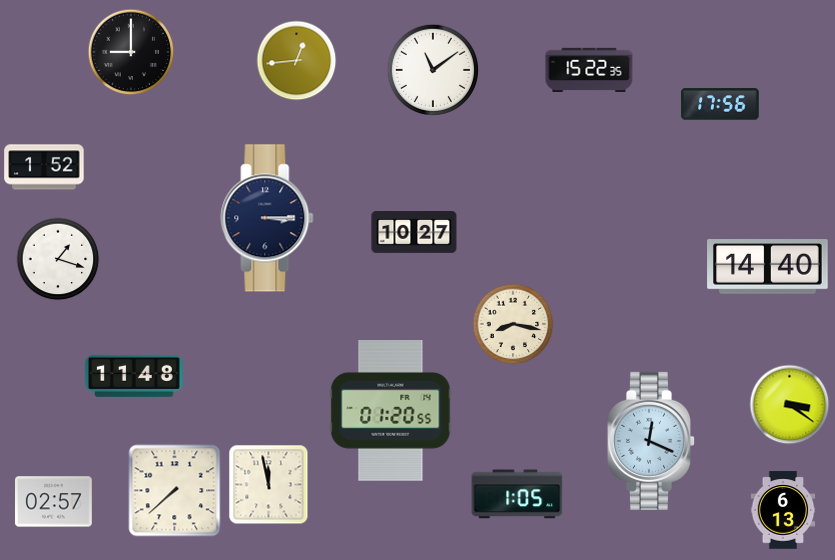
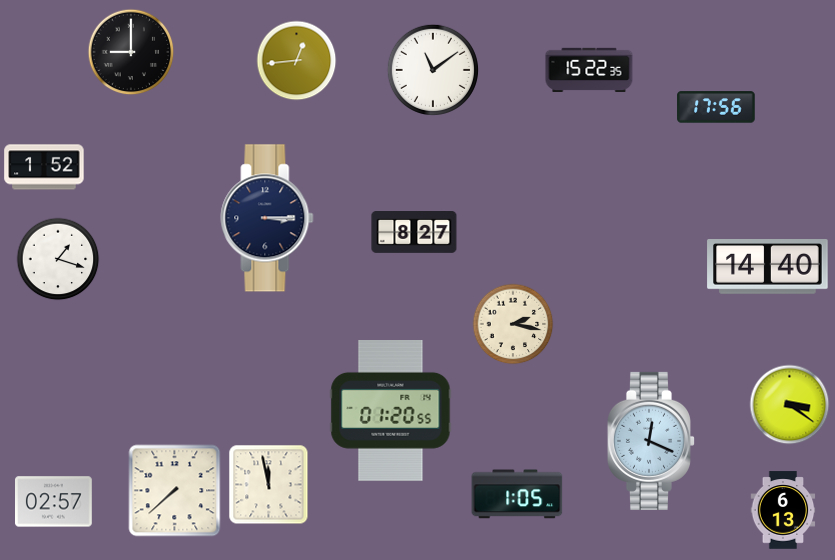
clock at (720, 104) position: (720, 104) -> (716, 107)
clock at (414, 233): 10:27 -> 8:27
clock at (513, 324): 8:17 -> 2:17
clock at (134, 376): 11:48 -> none
